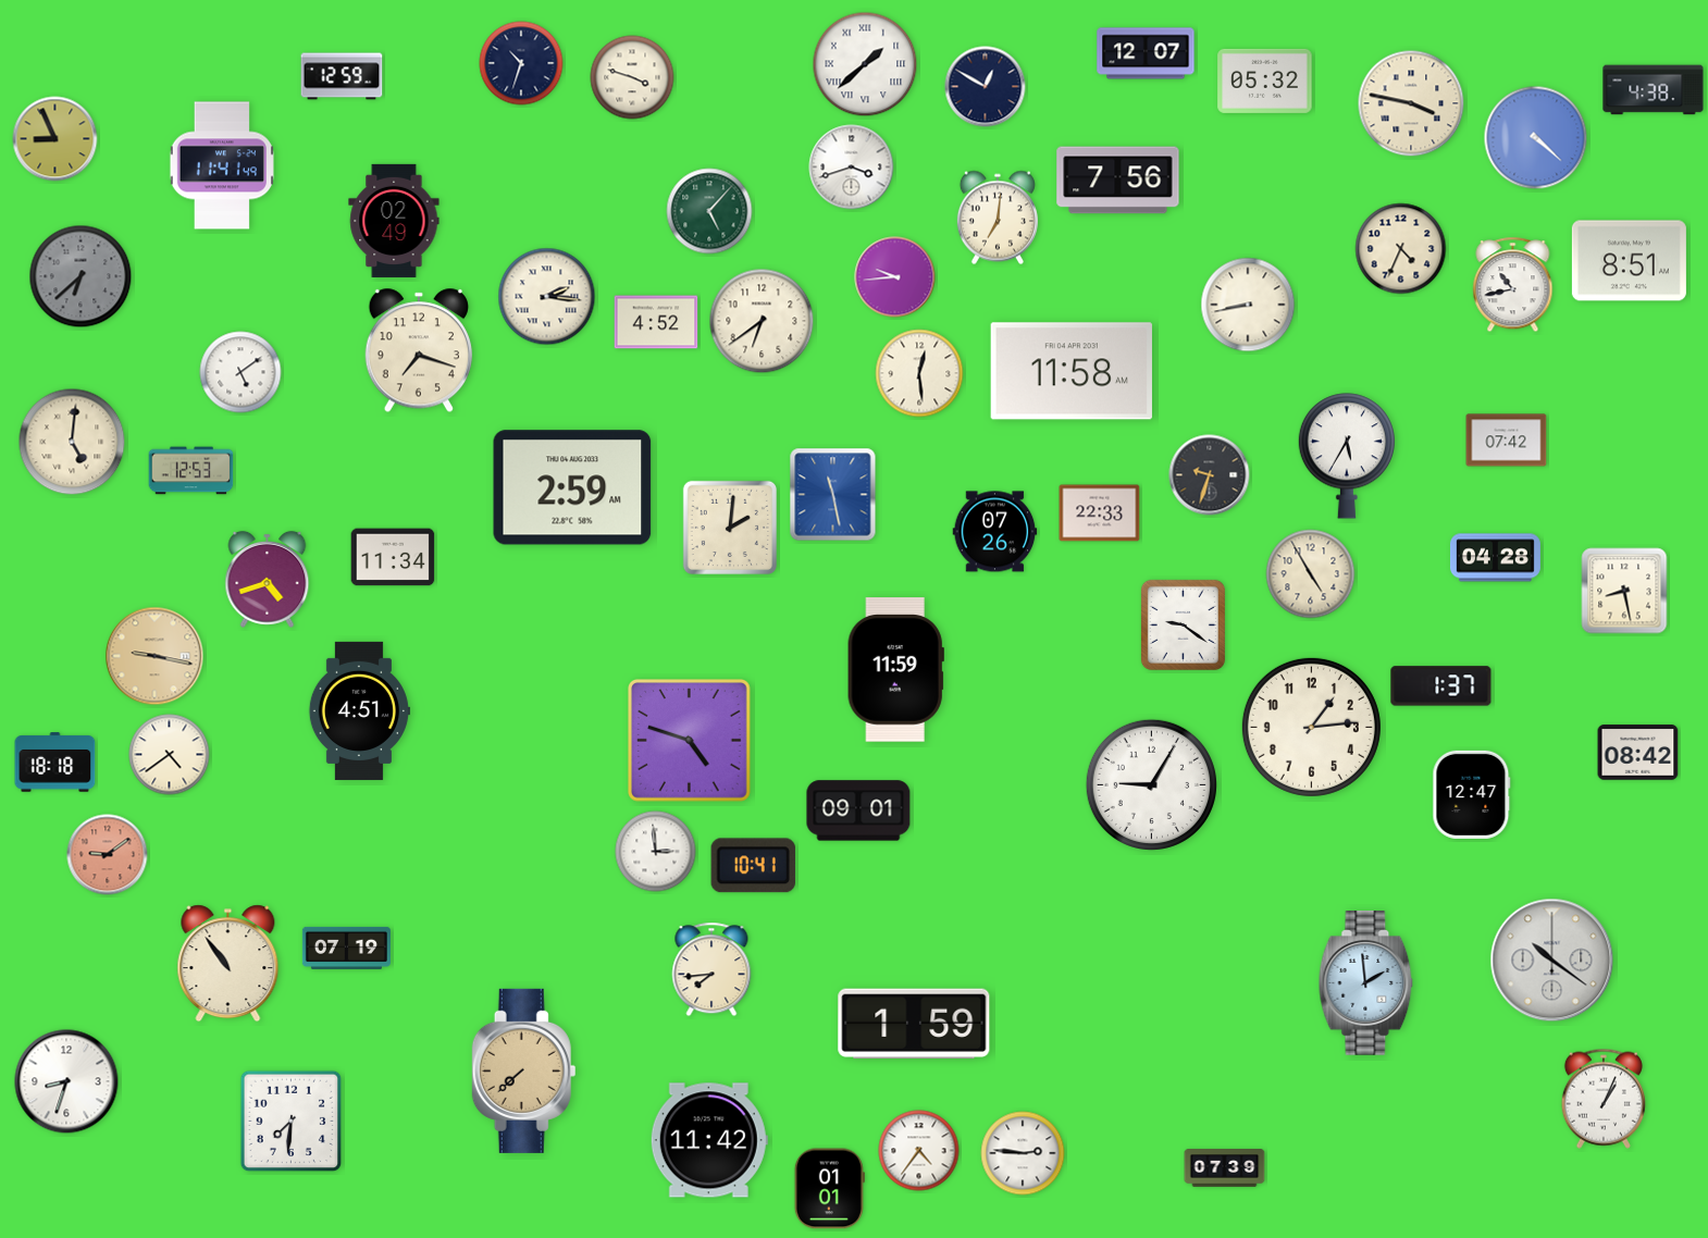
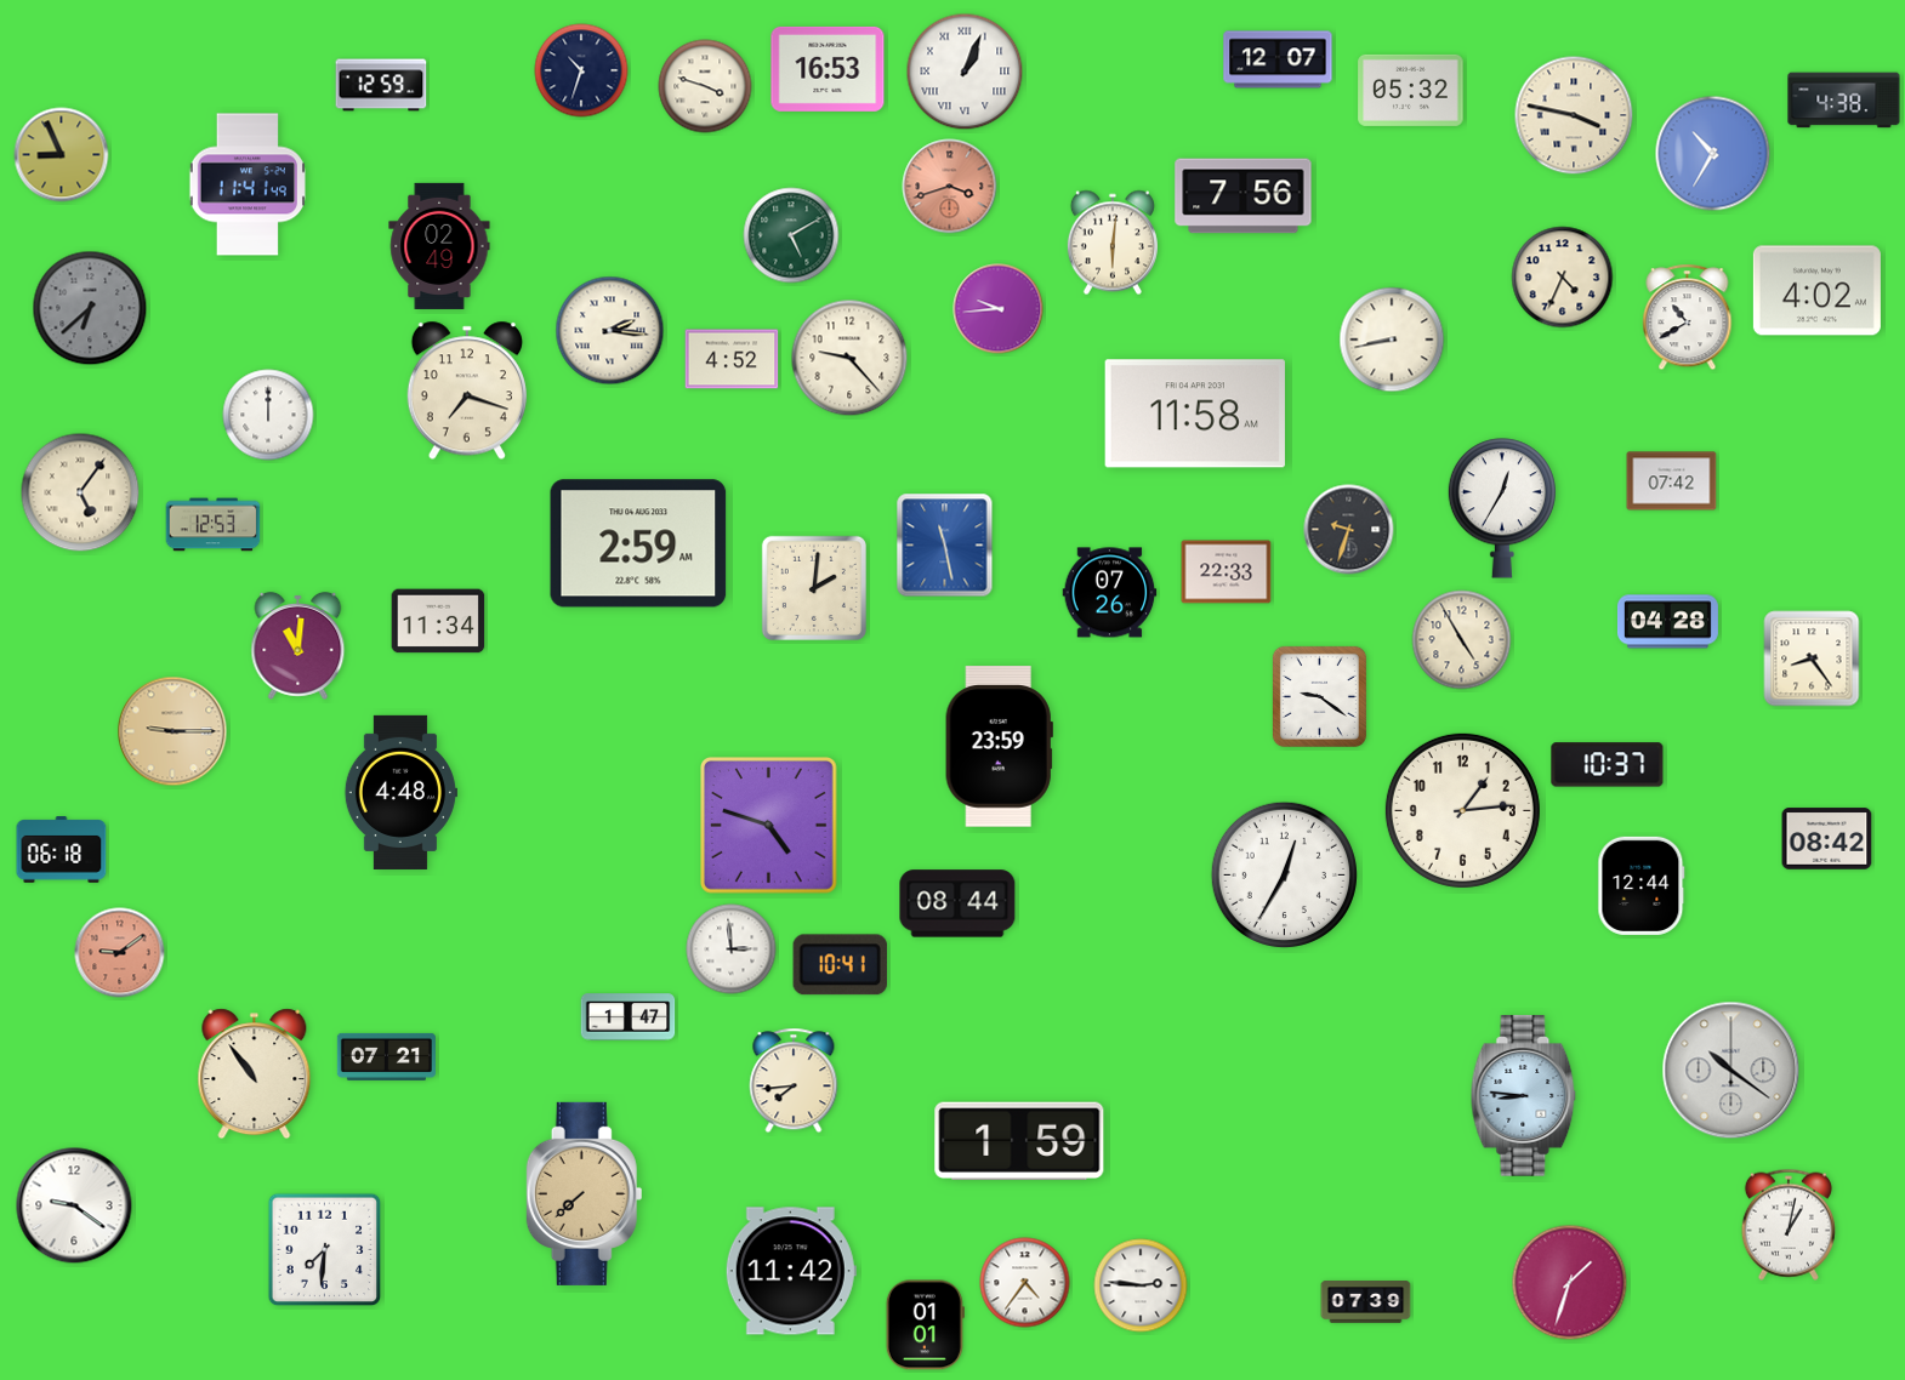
clock at (828, 69): none -> 16:53
clock at (865, 64): 1:38 -> 1:04
clock at (986, 87): 12:50 -> none
clock at (1536, 138): 4:22 -> 10:35
clock at (852, 168) dial: white -> salmon
clock at (1118, 181) position: (1118, 181) -> (1244, 196)
clock at (709, 211): 5:07 -> 5:10
clock at (998, 218): 7:01 -> 6:01
clock at (1629, 261): 8:51 -> 4:02
clock at (1513, 285): 10:43 -> 10:40
clock at (762, 321): 6:39 -> 9:23
clock at (240, 372): 5:09 -> 12:00
clock at (919, 373): 12:29 -> none
clock at (1507, 441) position: (1507, 441) -> (1672, 481)
clock at (72, 442): 5:01 -> 5:06
clock at (1346, 456): 5:35 -> 12:35
clock at (833, 495) position: (833, 495) -> (945, 546)
clock at (268, 579): 4:42 -> 11:01
clock at (1624, 591): 8:28 -> 8:24
clock at (154, 656): 9:17 -> 9:15
clock at (895, 670): 11:59 -> 23:59
clock at (1441, 686): 1:37 -> 10:37
clock at (359, 710): 4:51 -> 4:48
clock at (170, 755): 4:39 -> none
clock at (55, 763): 18:18 -> 06:18
clock at (1151, 784): 9:05 -> 12:35
clock at (1472, 794): 12:47 -> 12:44
clock at (858, 810): 09:01 -> 08:44
clock at (629, 1017): none -> 1:47
clock at (346, 948): 07:19 -> 07:21
clock at (1366, 983): 1:59 -> 8:46
clock at (66, 1081): 8:33 -> 9:21
clock at (1604, 1099): 1:04 -> 1:02
clock at (1570, 1283): none -> 1:33
